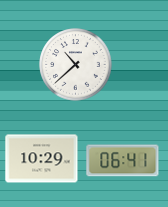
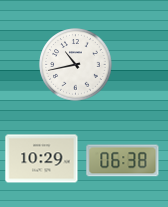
clock at (76, 65): 10:38 -> 10:43
clock at (123, 161): 06:41 -> 06:38
